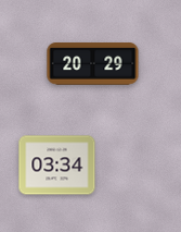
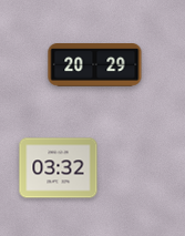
clock at (57, 166): 03:34 -> 03:32
